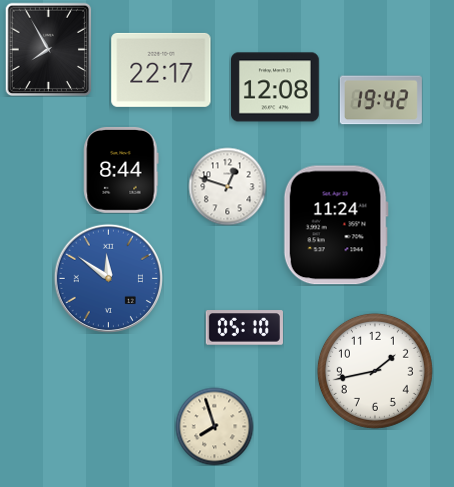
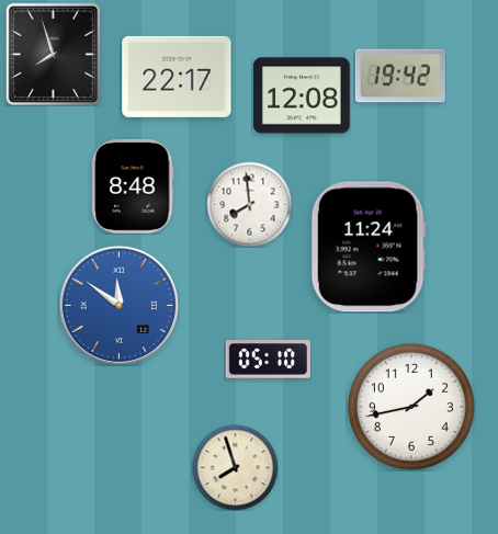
clock at (49, 49): 7:55 -> 7:57
clock at (381, 100) position: (381, 100) -> (400, 76)
clock at (121, 170): 8:44 -> 8:48
clock at (227, 186): 12:48 -> 7:59
